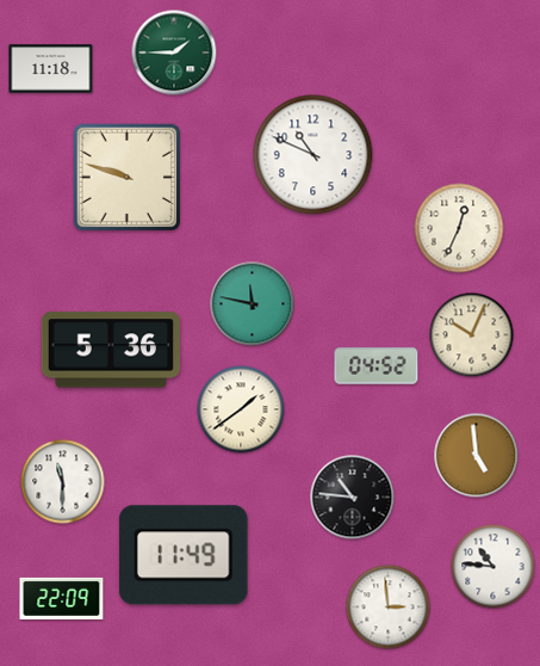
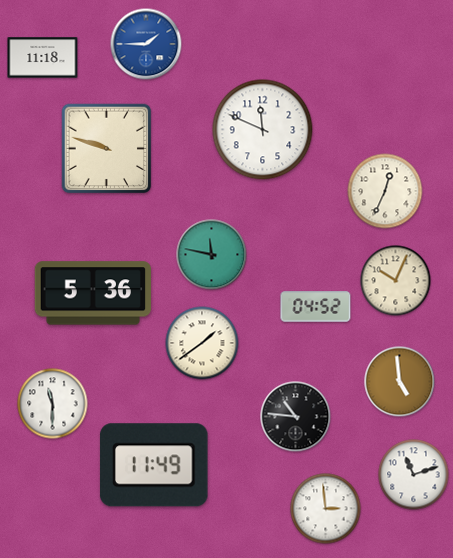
clock at (174, 53) dial: green -> blue
clock at (314, 155): 10:49 -> 11:49
clock at (494, 567): 10:46 -> 11:12
clock at (62, 598): 22:09 -> none
